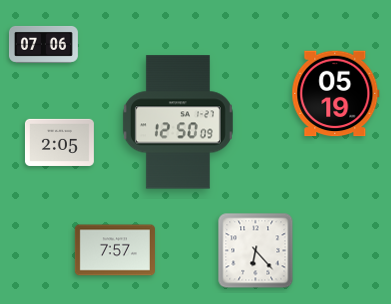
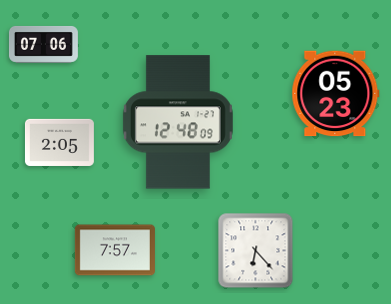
clock at (336, 94): 05:19 -> 05:23
clock at (178, 122): 12:50 -> 12:48
